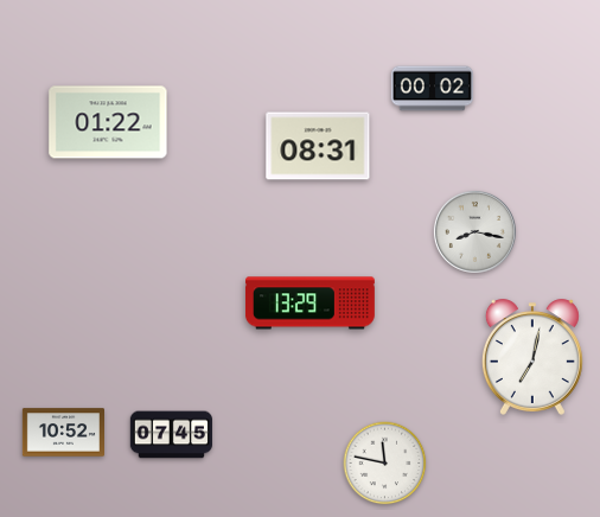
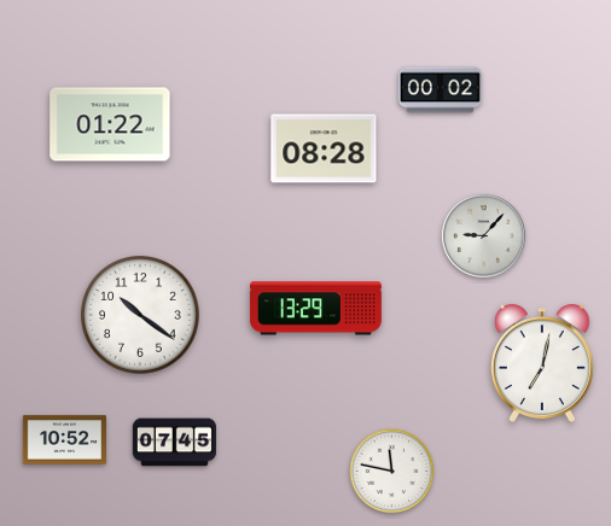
clock at (318, 146): 08:31 -> 08:28
clock at (474, 231): 8:17 -> 9:07
clock at (140, 315): none -> 10:21
